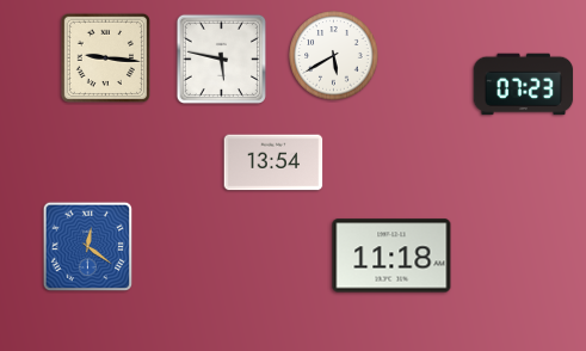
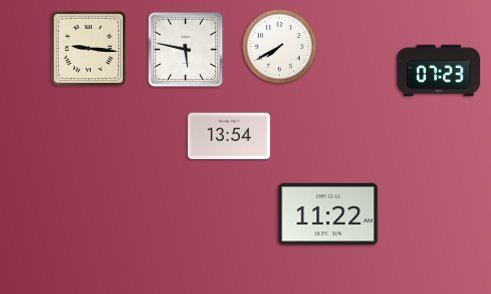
clock at (334, 56): 5:40 -> 7:40
clock at (88, 247): 12:21 -> none
clock at (391, 255): 11:18 -> 11:22
